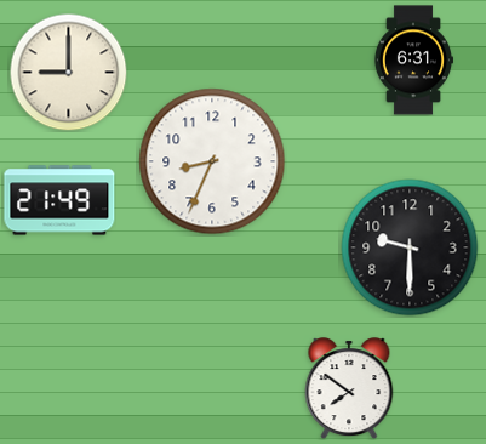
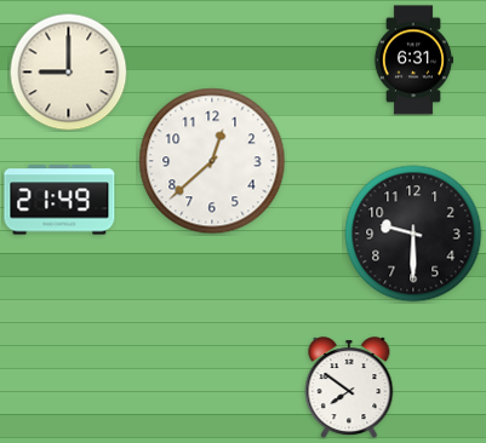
clock at (212, 161): 8:34 -> 12:38
clock at (410, 247) position: (410, 247) -> (413, 234)
